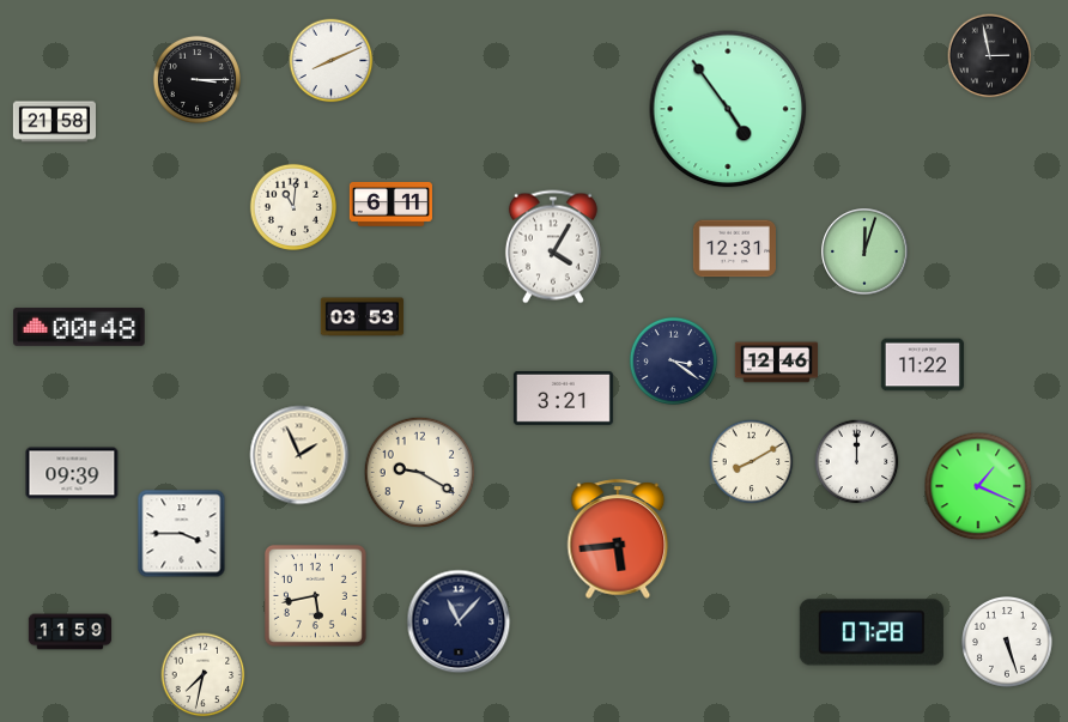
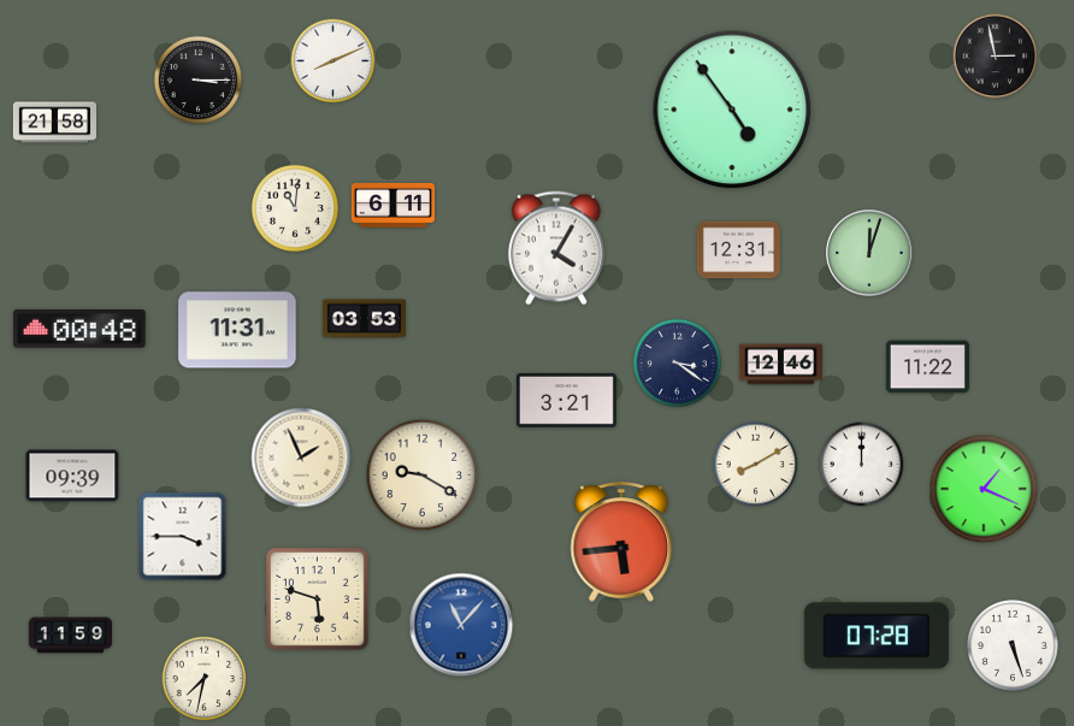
clock at (237, 330): none -> 11:31
clock at (315, 595): 5:43 -> 5:48
clock at (459, 621) dial: navy -> blue
